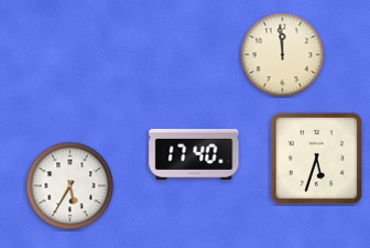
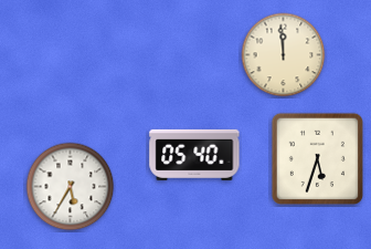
clock at (194, 154): 17:40 -> 05:40
